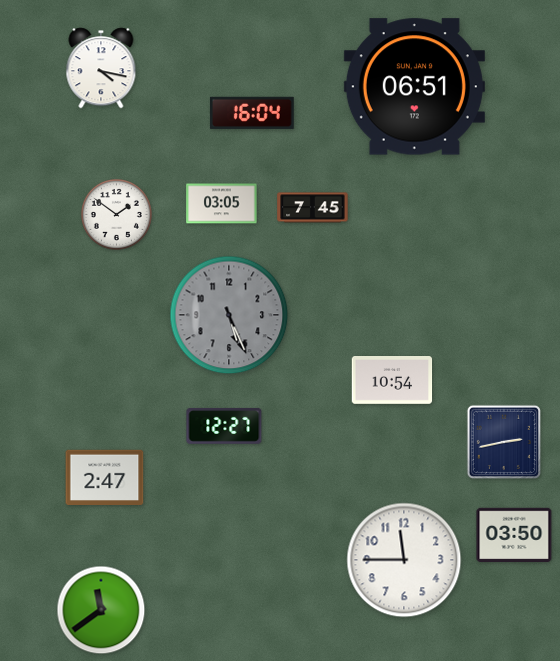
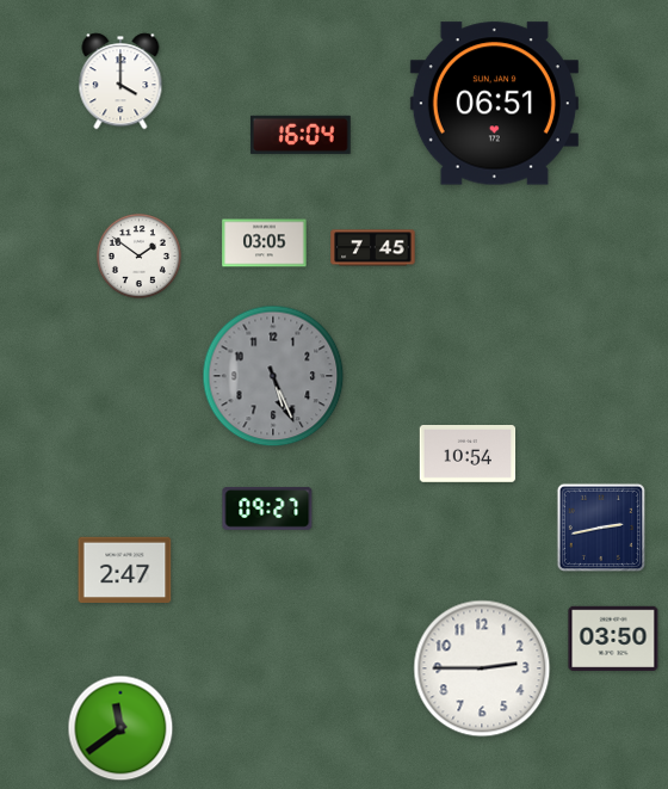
clock at (101, 68): 4:17 -> 4:00
clock at (224, 426): 12:27 -> 09:27
clock at (404, 560): 11:45 -> 2:45
